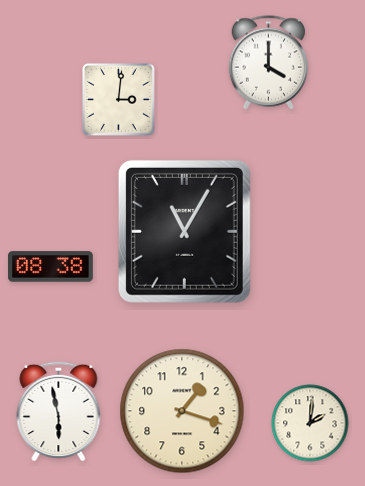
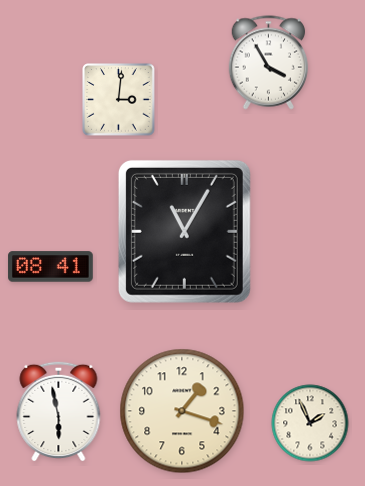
clock at (269, 63): 4:00 -> 3:55
clock at (51, 267): 08:38 -> 08:41
clock at (310, 423): 2:01 -> 1:56
